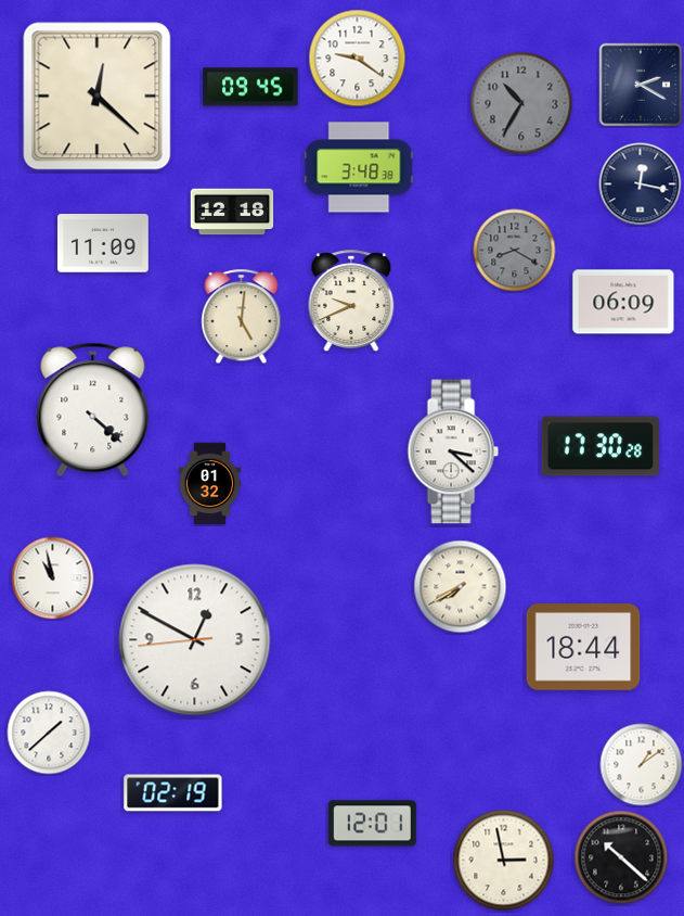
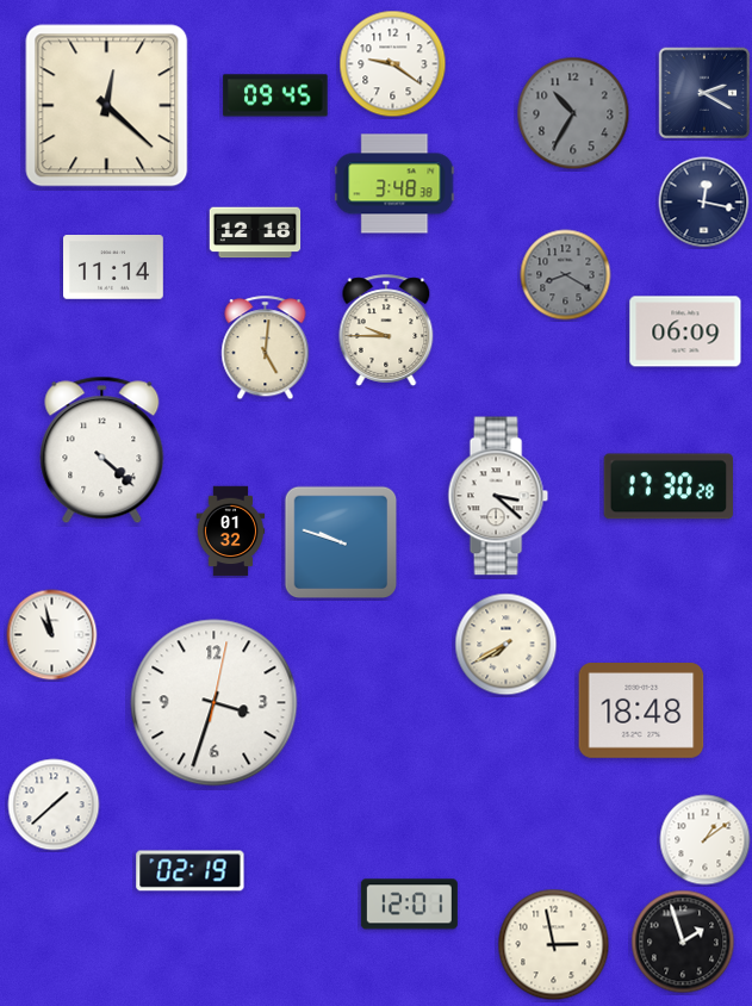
clock at (104, 244): 11:09 -> 11:14
clock at (351, 301): 9:41 -> 9:45
clock at (601, 446) position: (601, 446) -> (669, 486)
clock at (341, 542): none -> 9:48
clock at (53, 578) position: (53, 578) -> (52, 635)
clock at (195, 640): 12:49 -> 3:33
clock at (583, 648): 18:44 -> 18:48
clock at (621, 857): 10:22 -> 1:57
